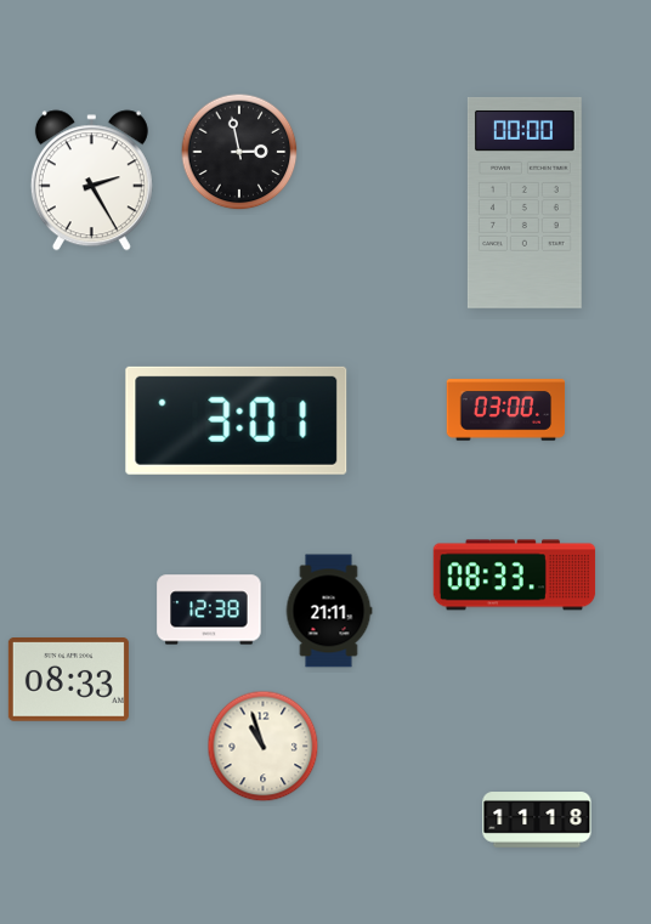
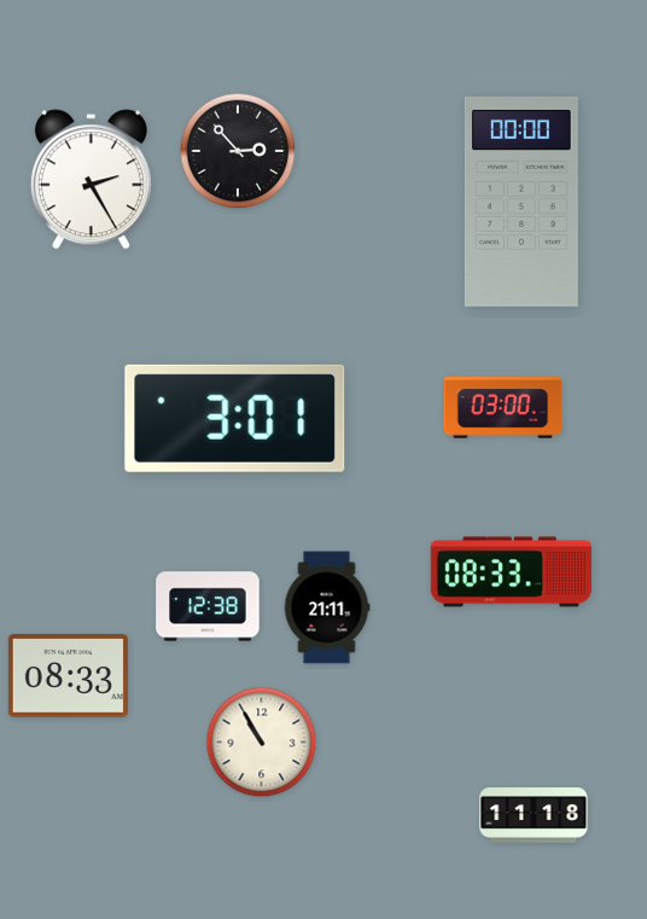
clock at (239, 152): 2:58 -> 2:53
clock at (264, 747): 10:57 -> 10:55
